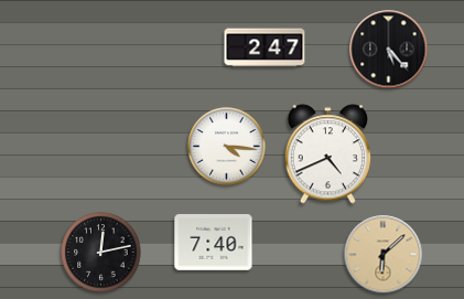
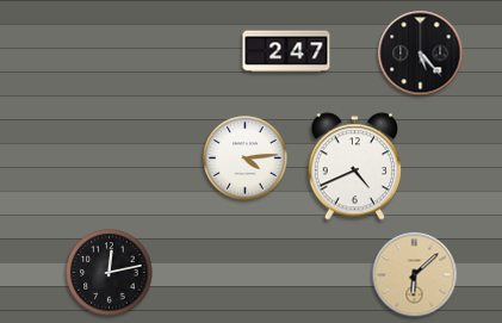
clock at (227, 147): 4:16 -> 4:14
clock at (214, 243): 7:40 -> none
